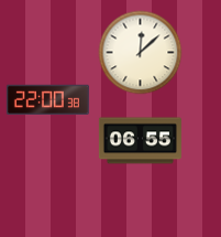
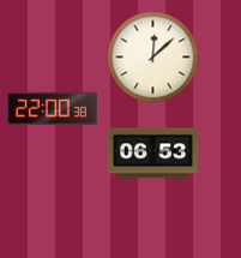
clock at (140, 141): 06:55 -> 06:53
